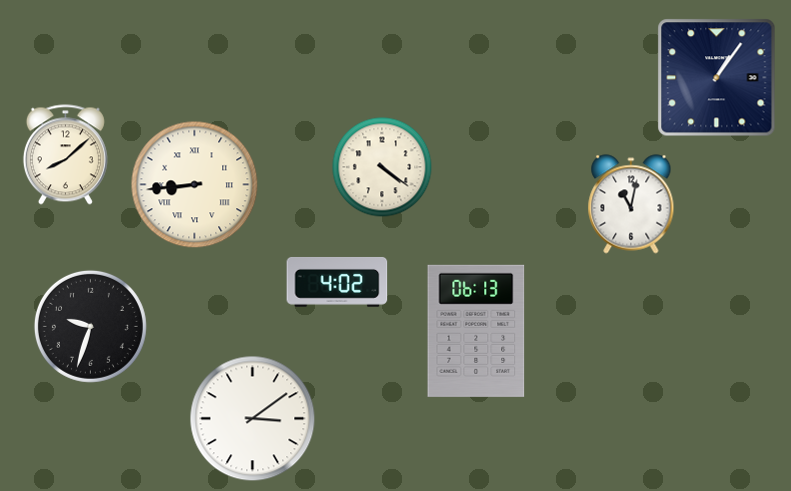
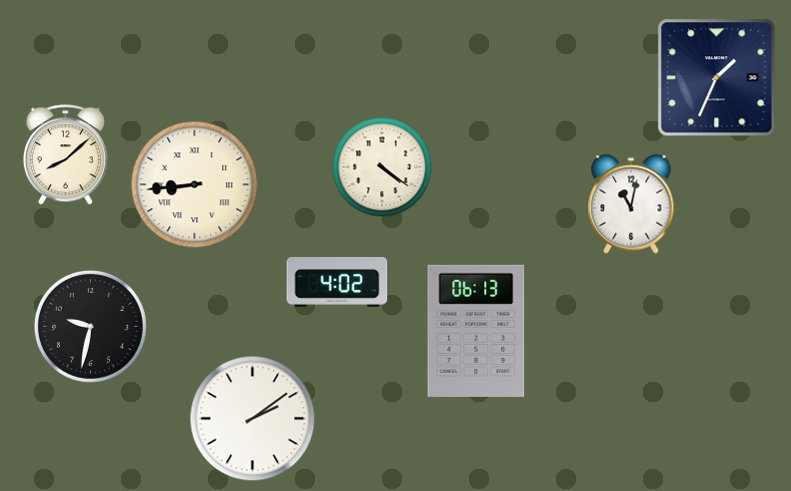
clock at (717, 78): 1:06 -> 1:34
clock at (90, 326): 9:33 -> 9:32
clock at (253, 419): 3:09 -> 2:09
